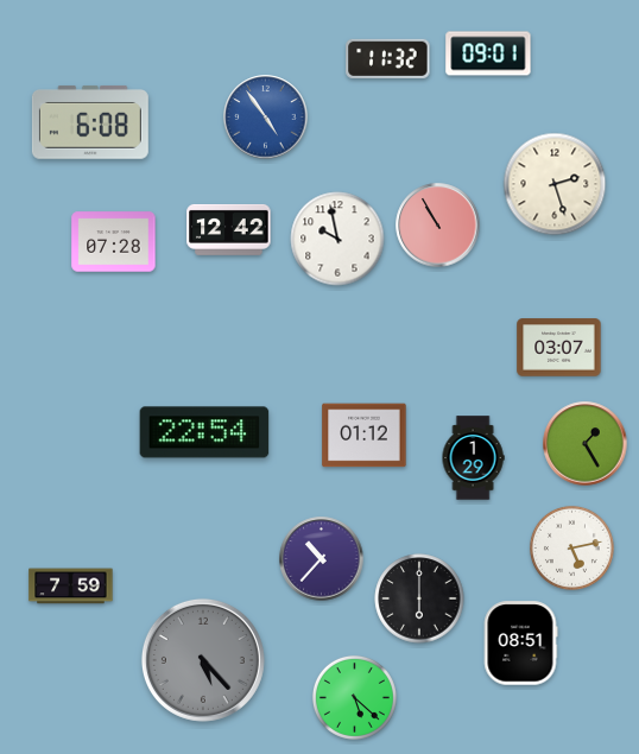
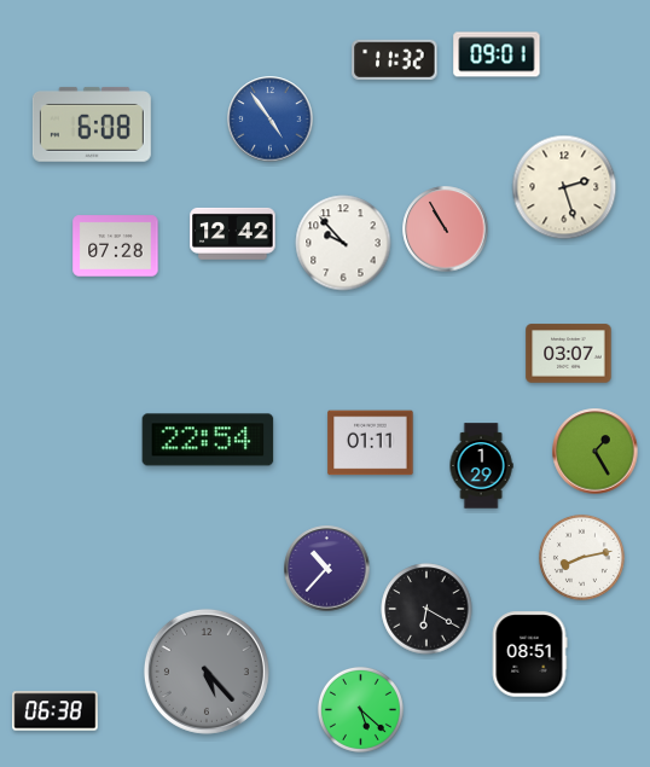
clock at (337, 239): 9:58 -> 9:53
clock at (365, 436): 01:12 -> 01:11
clock at (571, 547): 5:13 -> 8:13
clock at (71, 587): 7:59 -> none
clock at (419, 598): 6:00 -> 6:20
clock at (56, 711): none -> 06:38
